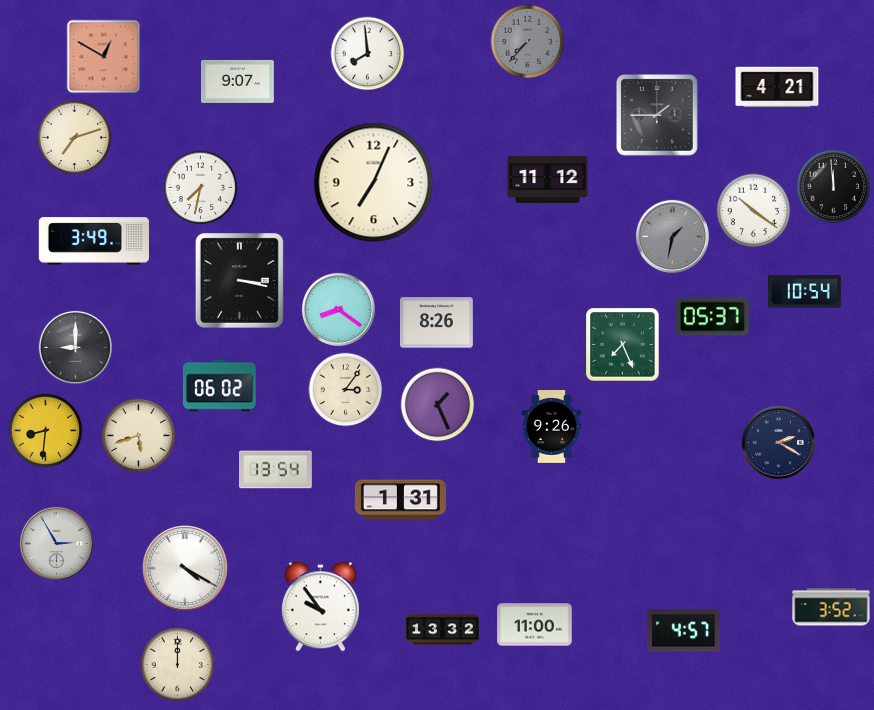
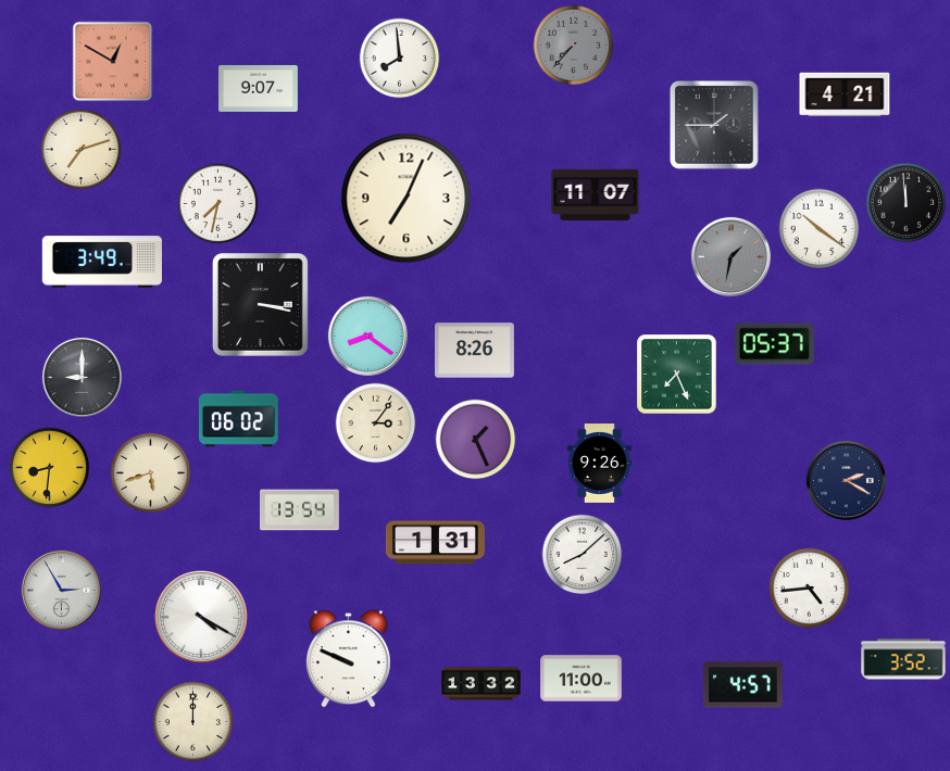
clock at (548, 179): 11:12 -> 11:07
clock at (805, 292): 10:54 -> none
clock at (583, 555): none -> 8:08
clock at (810, 589): none -> 4:44
clock at (320, 607): 9:54 -> 9:49
